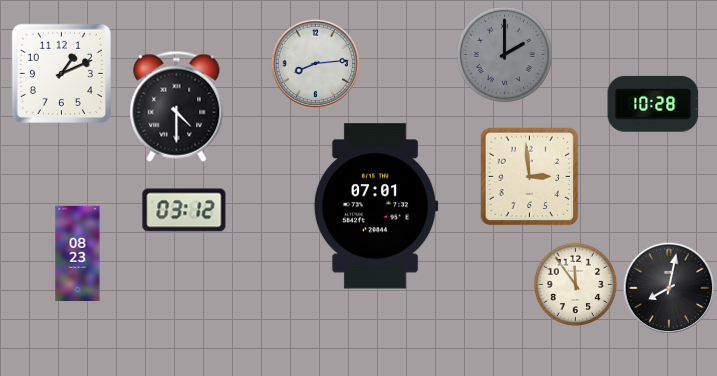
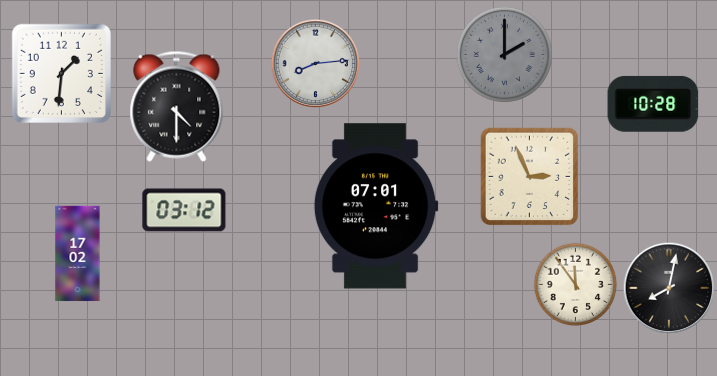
clock at (61, 73): 1:11 -> 1:31
clock at (530, 177): 2:59 -> 2:56
clock at (78, 254): 08:23 -> 17:02
